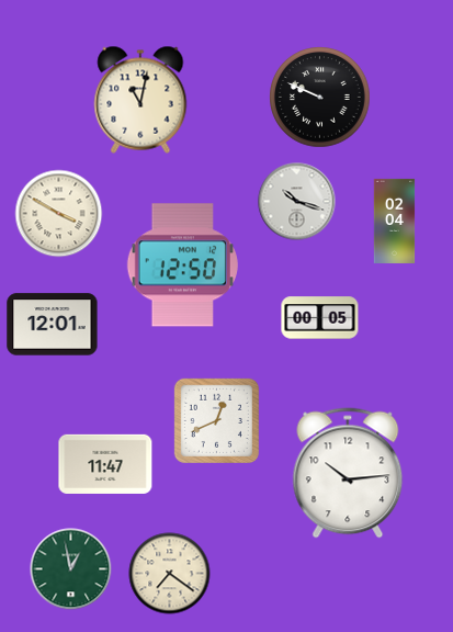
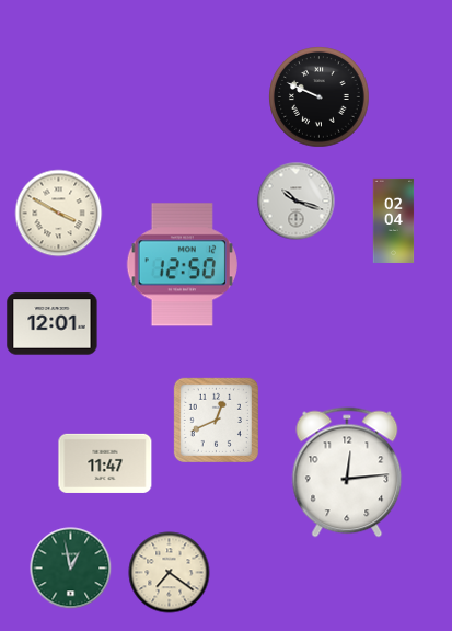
clock at (140, 100): 11:02 -> none
clock at (320, 318): 00:05 -> none
clock at (348, 473): 10:14 -> 12:14
